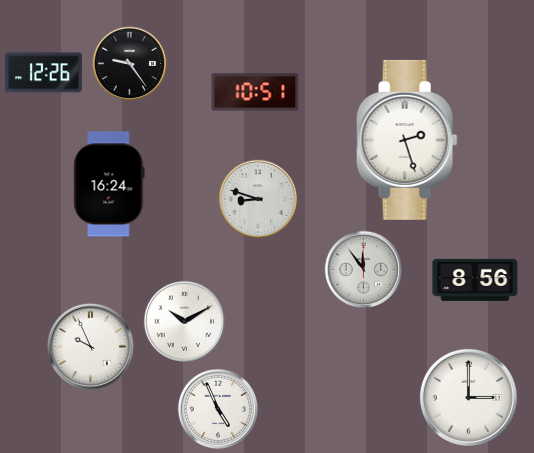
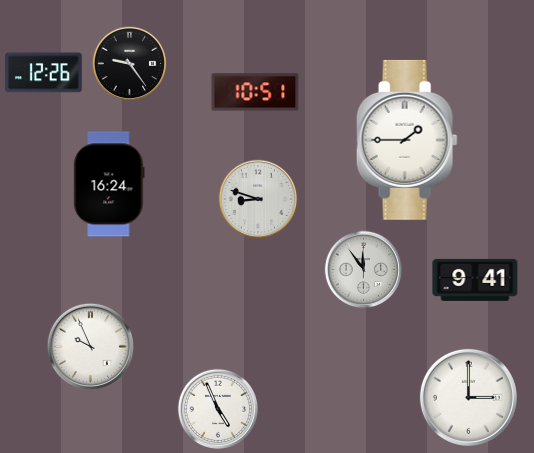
clock at (407, 140): 2:27 -> 1:45
clock at (475, 280): 8:56 -> 9:41
clock at (185, 322): 10:10 -> none
